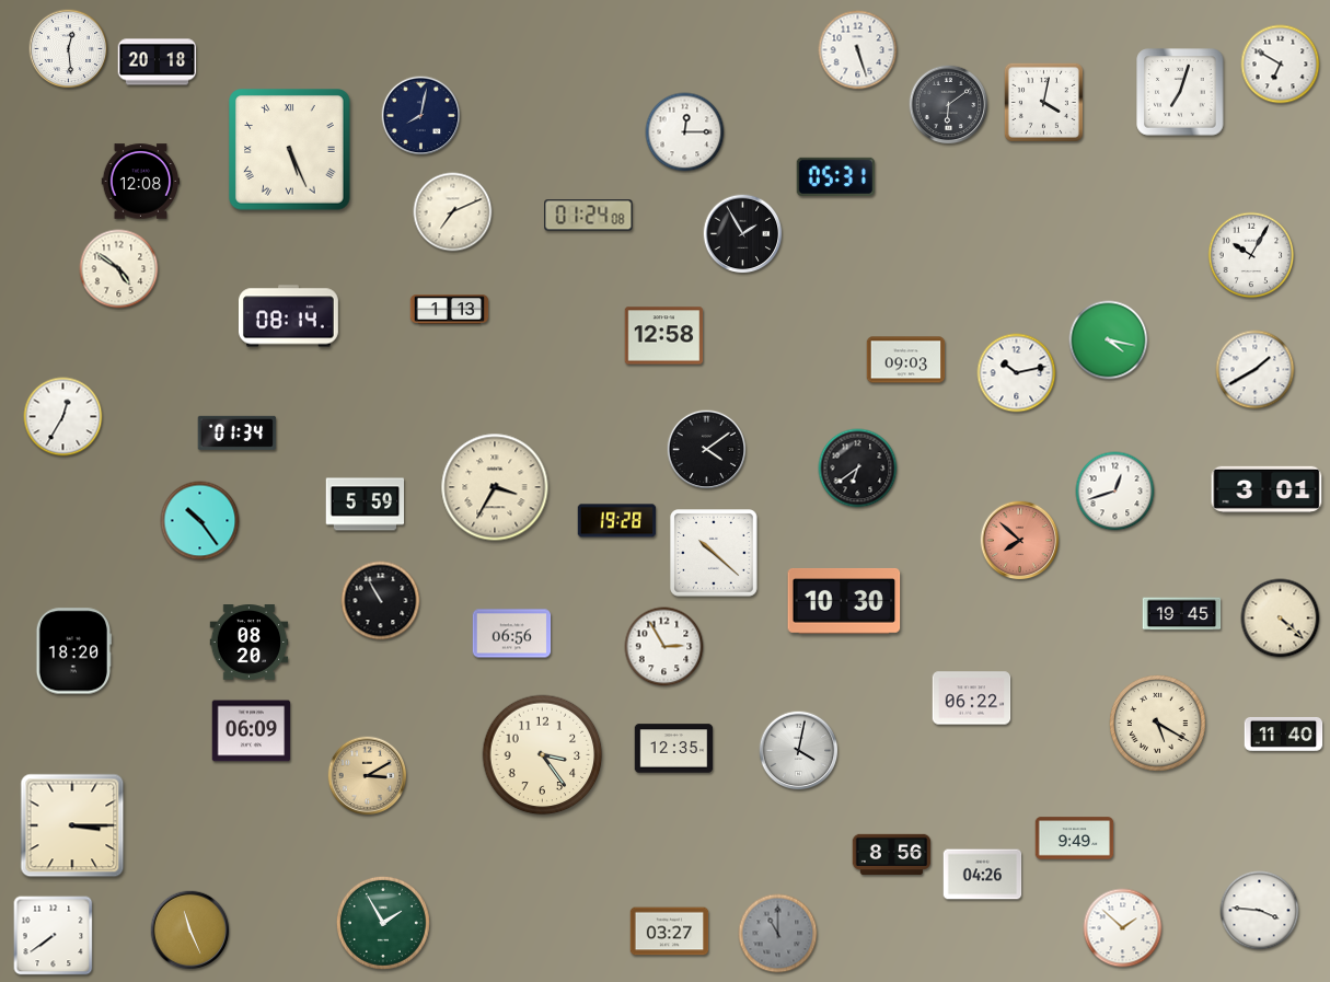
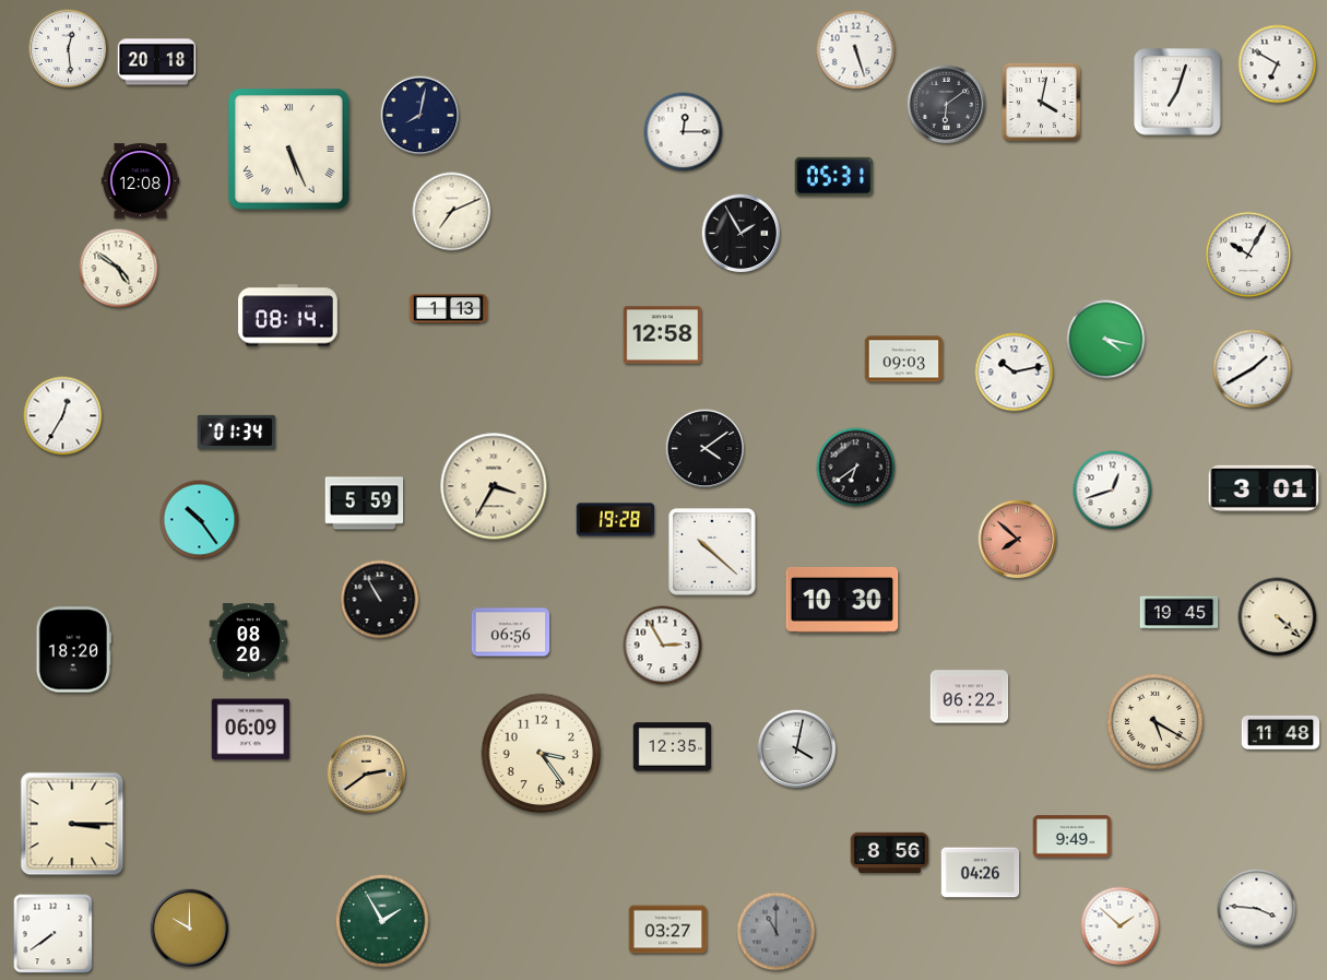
clock at (589, 216): 01:24 -> none
clock at (1284, 733): 11:40 -> 11:48
clock at (368, 776): 3:10 -> 2:39
clock at (190, 931): 11:26 -> 10:00
